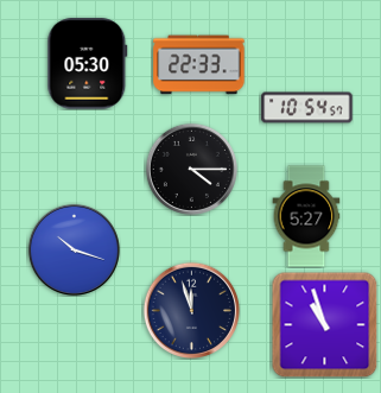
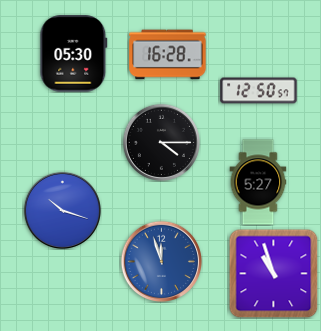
clock at (199, 65): 22:33 -> 16:28
clock at (307, 108): 10:54 -> 12:50
clock at (191, 310) dial: navy -> blue
